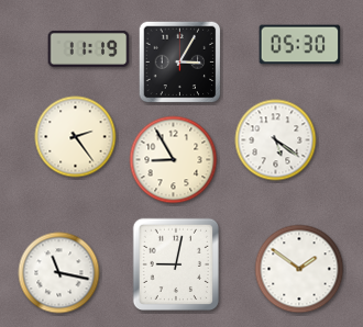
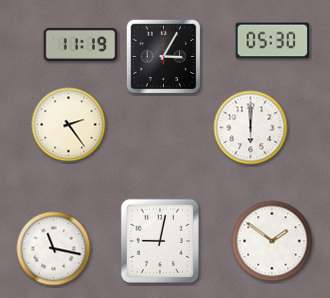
clock at (276, 140): 5:21 -> 6:00
clock at (174, 160): 8:55 -> none
clock at (299, 269) position: (299, 269) -> (272, 241)
